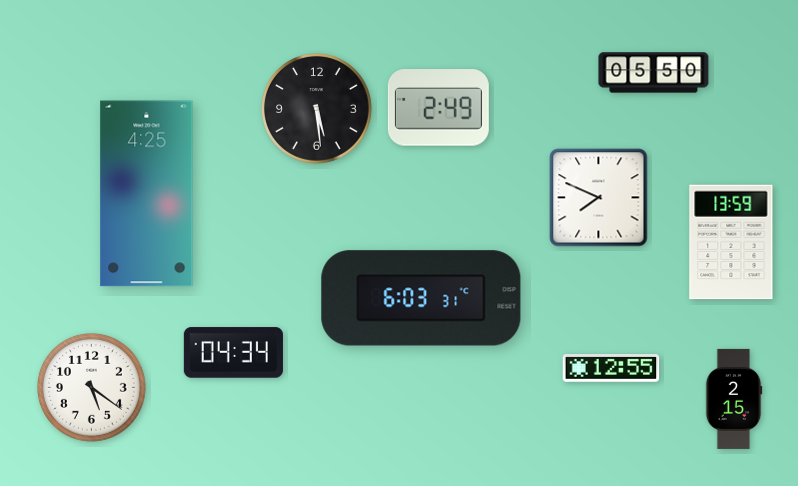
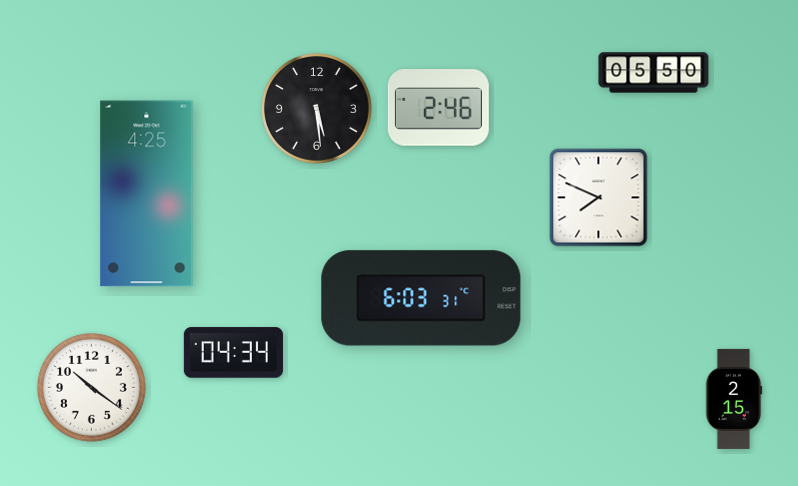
clock at (438, 108): 2:49 -> 2:46
clock at (731, 242): 13:59 -> none
clock at (611, 369): 12:55 -> none
clock at (91, 387): 5:21 -> 10:21
